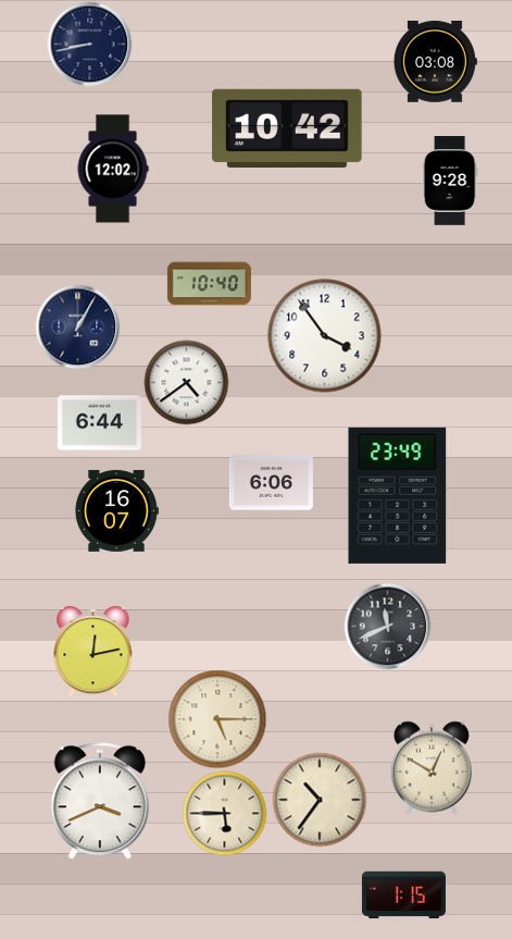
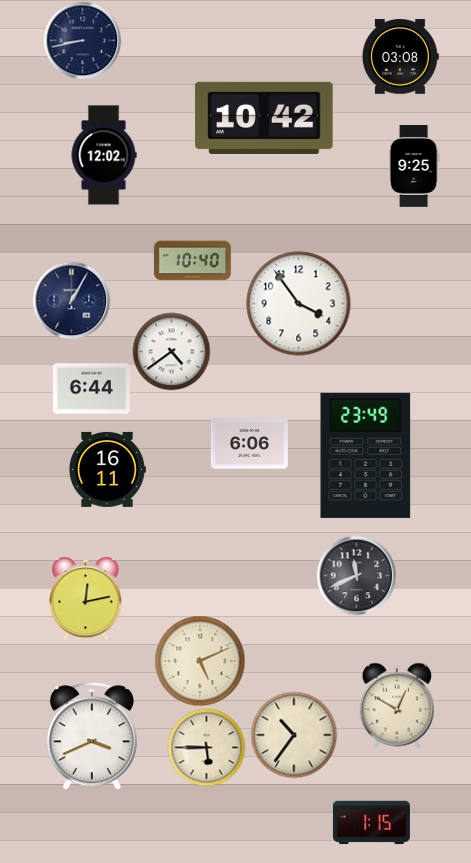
clock at (450, 181): 9:28 -> 9:25
clock at (325, 336) position: (325, 336) -> (299, 304)
clock at (116, 510): 16:07 -> 16:11
clock at (217, 719): 5:15 -> 5:11
